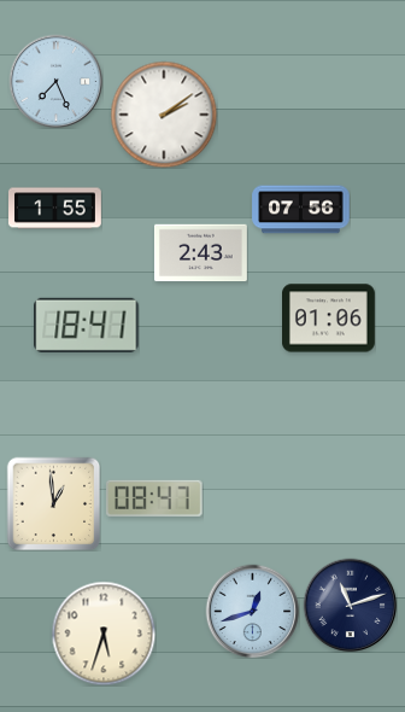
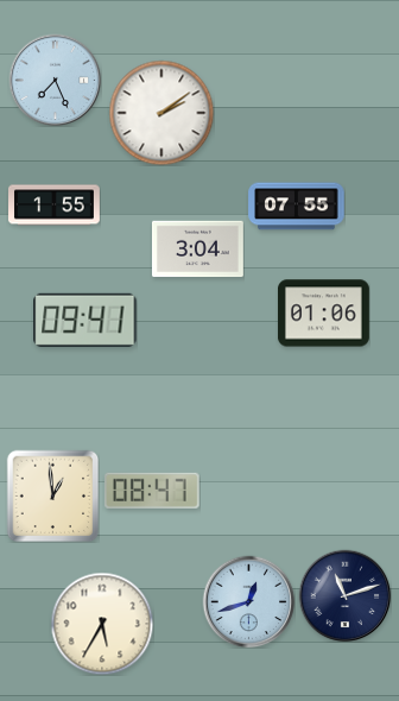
clock at (301, 210): 07:56 -> 07:55
clock at (201, 253): 2:43 -> 3:04
clock at (87, 325): 18:41 -> 09:41
clock at (104, 634): 5:33 -> 5:35
